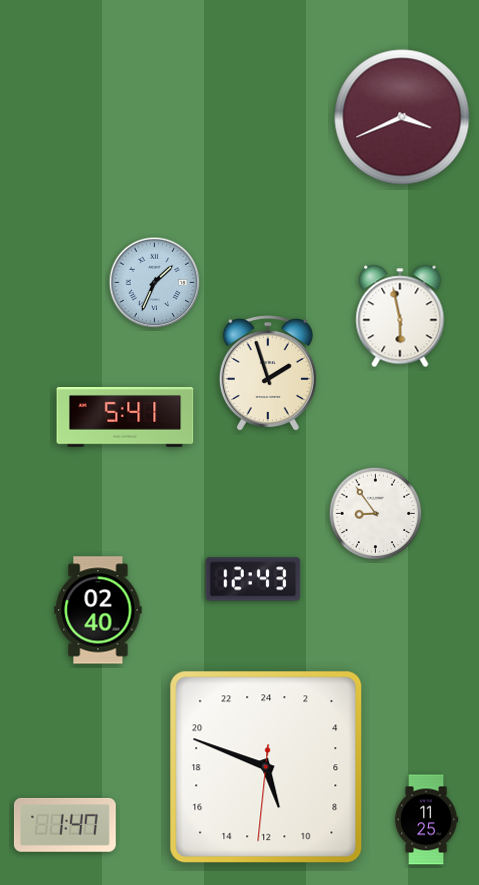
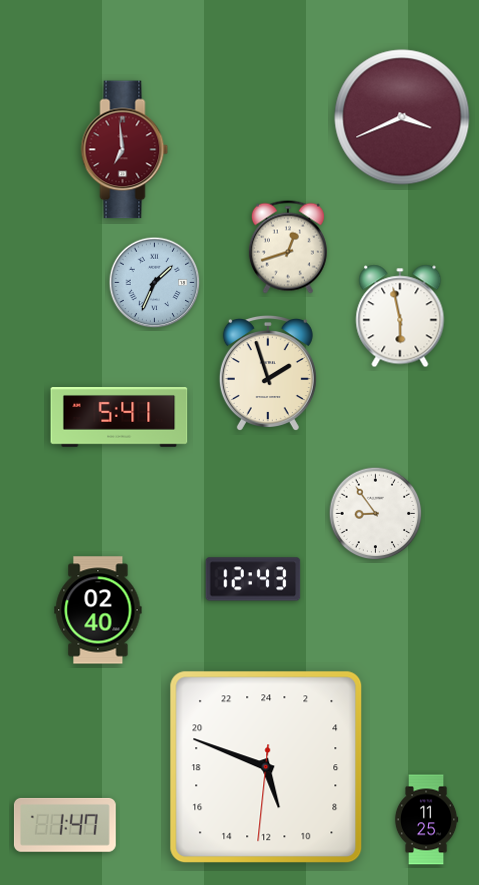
clock at (125, 150): none -> 6:59
clock at (288, 247): none -> 12:42
clock at (125, 418) position: (125, 418) -> (119, 418)
